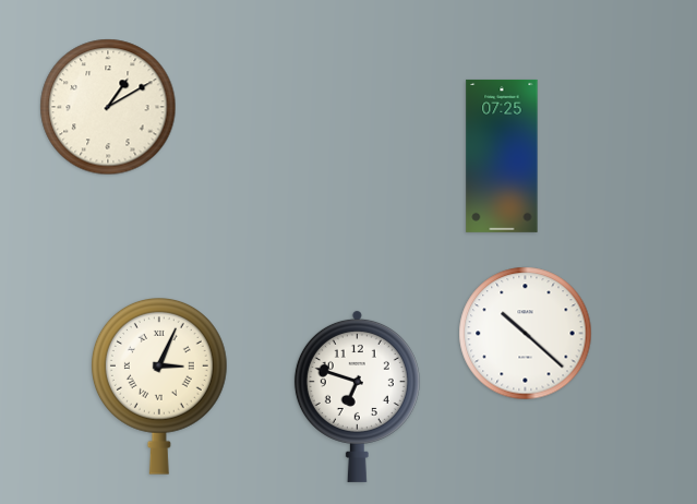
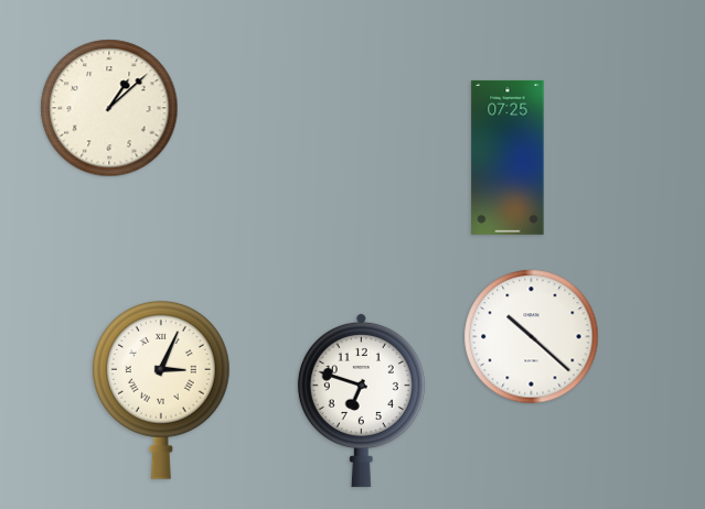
clock at (108, 107): 1:10 -> 1:08
